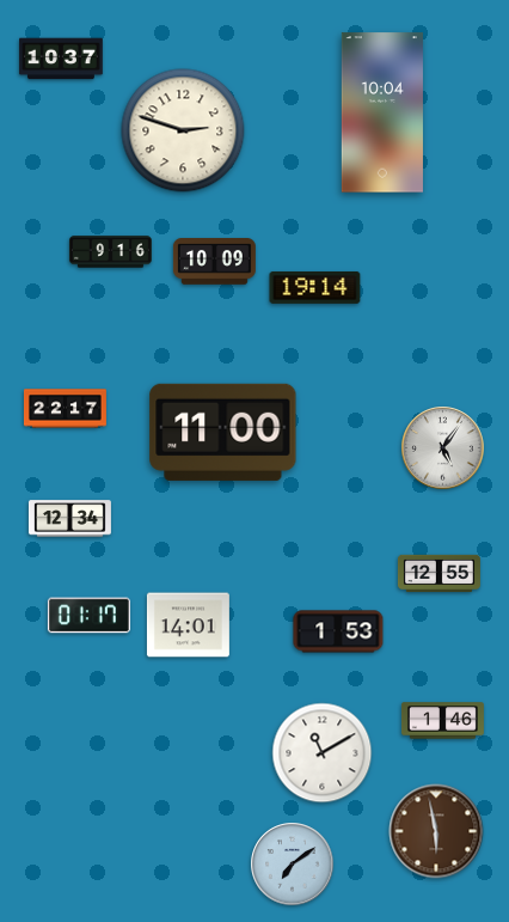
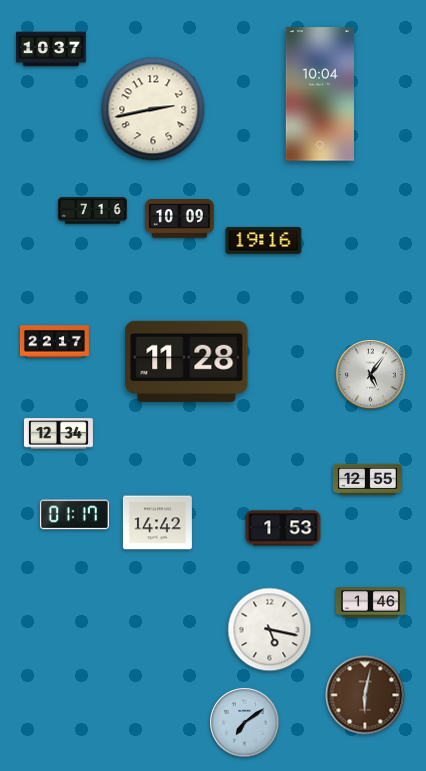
clock at (183, 130): 2:48 -> 2:43
clock at (110, 252): 9:16 -> 7:16
clock at (315, 288): 19:14 -> 19:16
clock at (223, 432): 11:00 -> 11:28
clock at (188, 625): 14:01 -> 14:42
clock at (323, 753): 11:10 -> 5:17
clock at (436, 831): 5:58 -> 6:02
